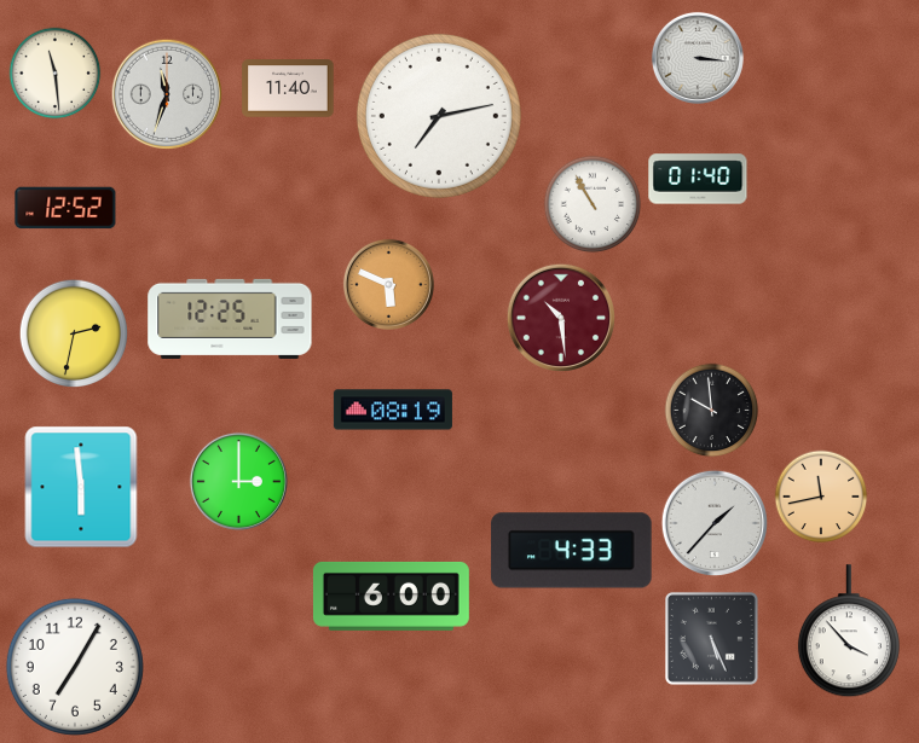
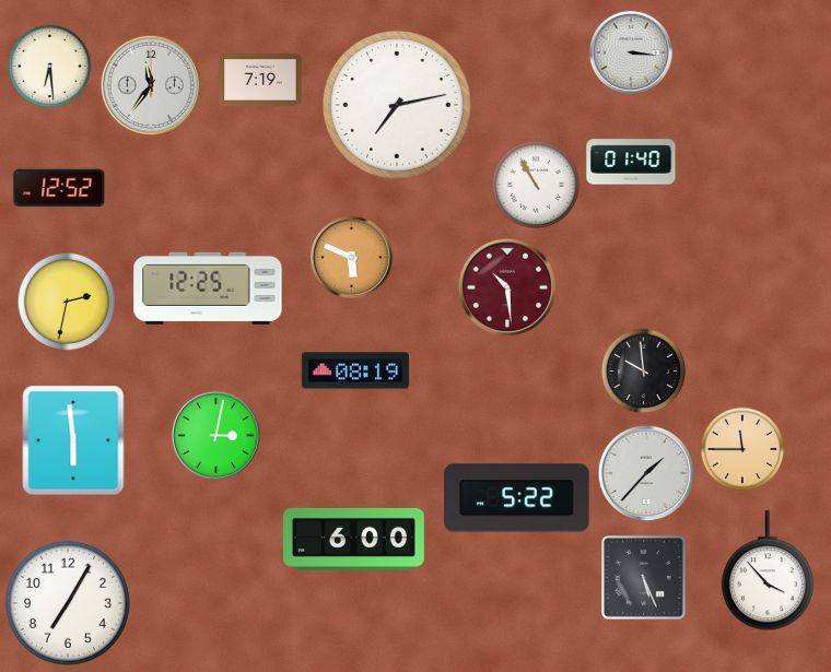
clock at (56, 74): 11:29 -> 6:29
clock at (288, 88): 11:40 -> 7:19
clock at (167, 94): 11:33 -> 11:36
clock at (238, 481): 3:00 -> 3:02
clock at (821, 497): 11:43 -> 11:45
clock at (572, 551): 4:33 -> 5:22
